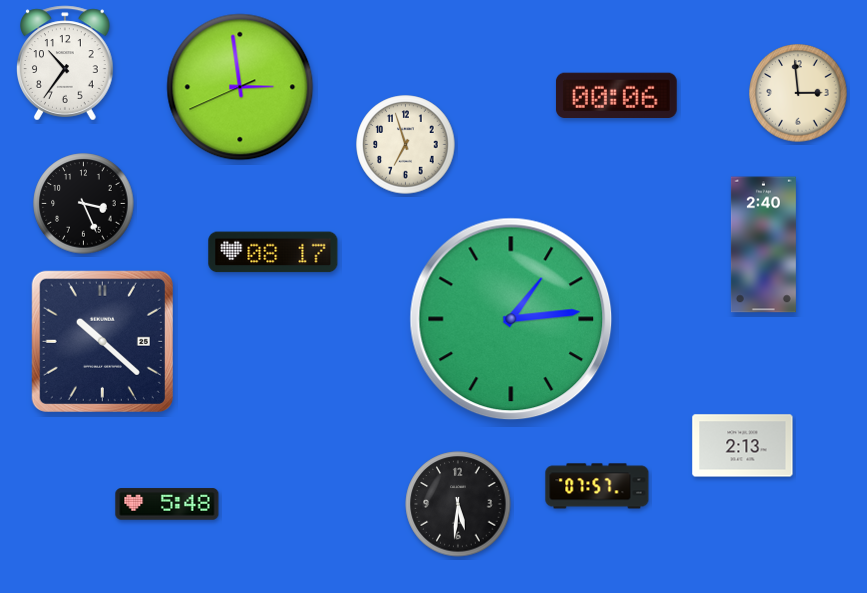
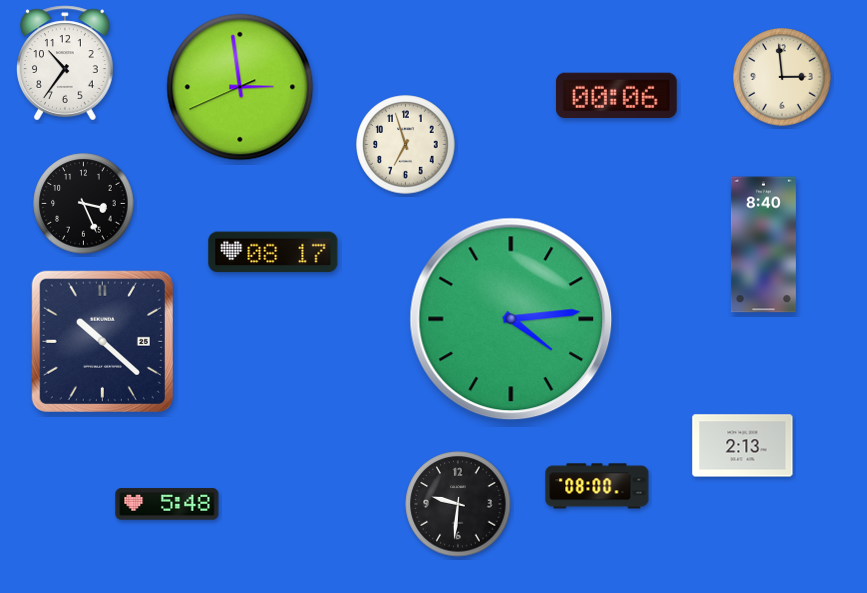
clock at (798, 93) position: (798, 93) -> (782, 77)
clock at (763, 245): 2:40 -> 8:40
clock at (511, 319): 1:14 -> 4:14
clock at (597, 486): 07:57 -> 08:00
clock at (458, 504): 5:31 -> 9:31
